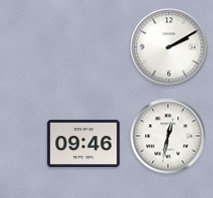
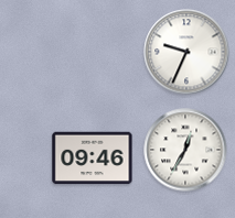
clock at (169, 47): 2:10 -> 9:34
clock at (168, 136): 12:32 -> 12:35
